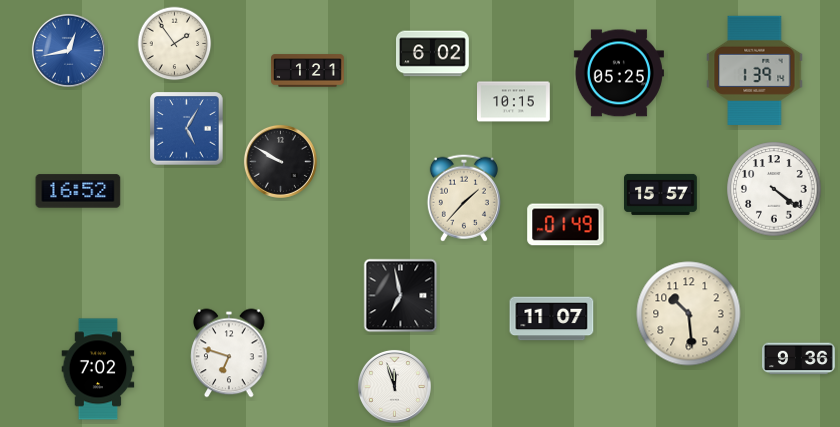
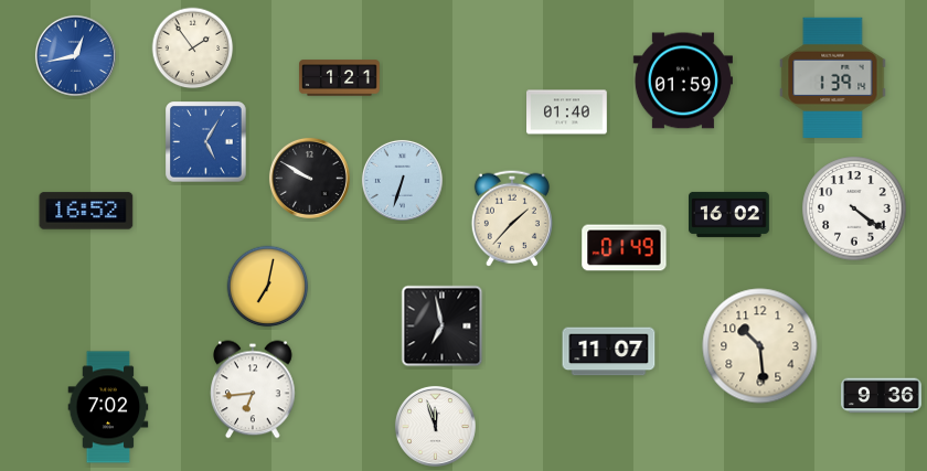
clock at (433, 54): 6:02 -> none
clock at (619, 73): 05:25 -> 01:59
clock at (514, 102): 10:15 -> 01:40
clock at (402, 180): none -> 6:33
clock at (661, 194): 15:57 -> 16:02
clock at (268, 287): none -> 7:02
clock at (229, 353): 6:48 -> 6:44
